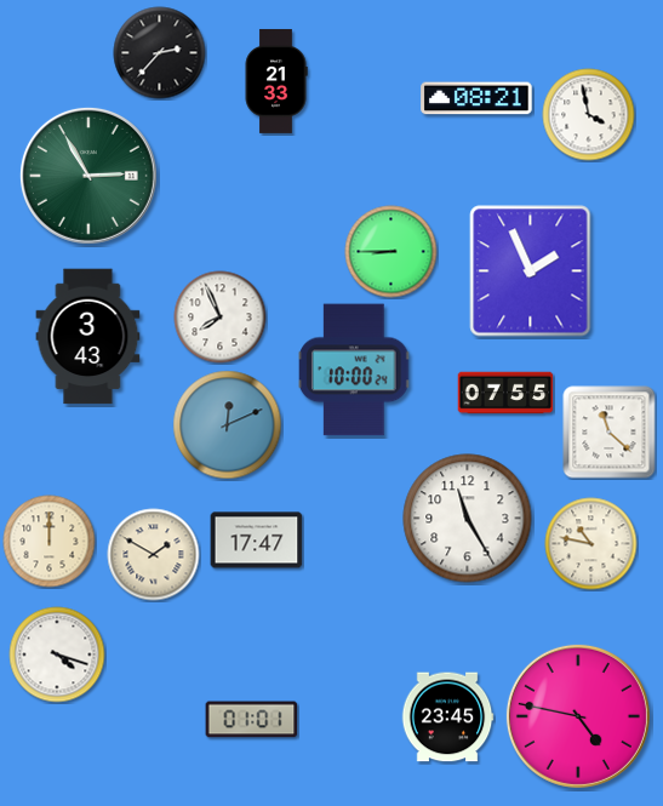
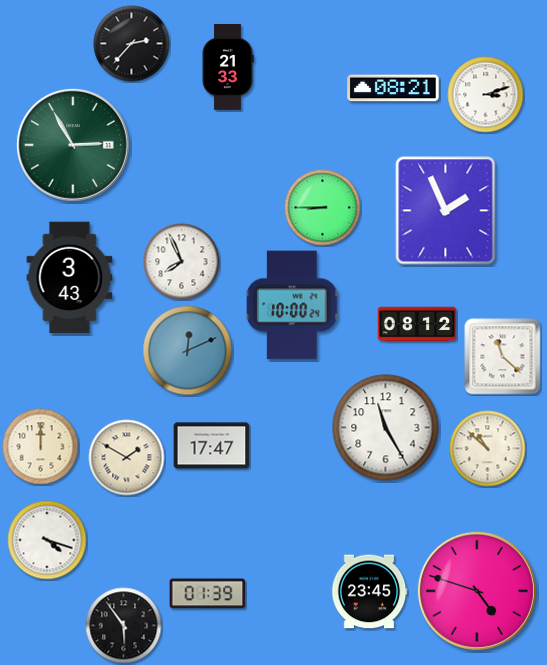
clock at (476, 98) position: (476, 98) -> (393, 88)
clock at (589, 115): 3:58 -> 3:12
clock at (531, 271) position: (531, 271) -> (446, 211)
clock at (88, 337) position: (88, 337) -> (70, 278)
clock at (505, 393): 07:55 -> 08:12
clock at (591, 544): 10:47 -> 10:52
clock at (578, 716): 4:47 -> 4:48
clock at (252, 720): 01:01 -> 01:39
clock at (124, 626): none -> 5:54
